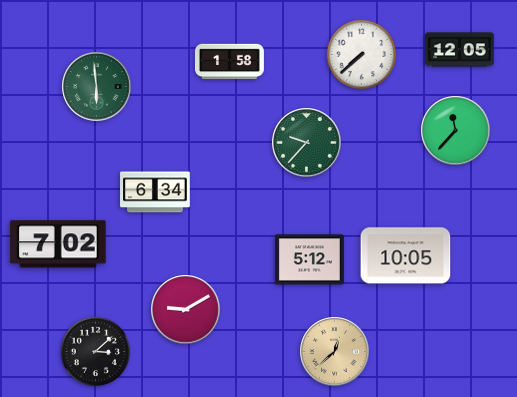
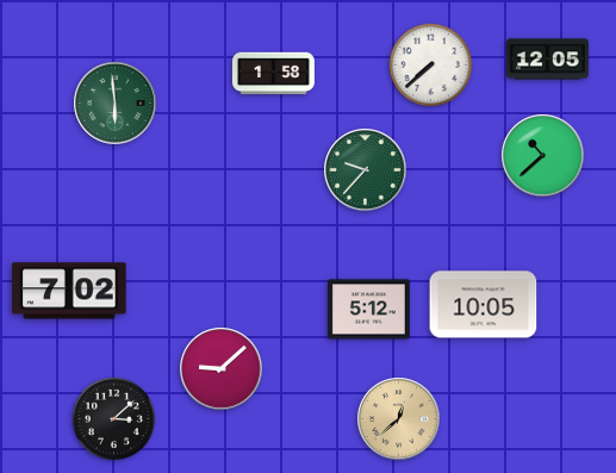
clock at (456, 131): 11:37 -> 10:38
clock at (155, 192): 6:34 -> none
clock at (186, 310): 9:10 -> 9:08
